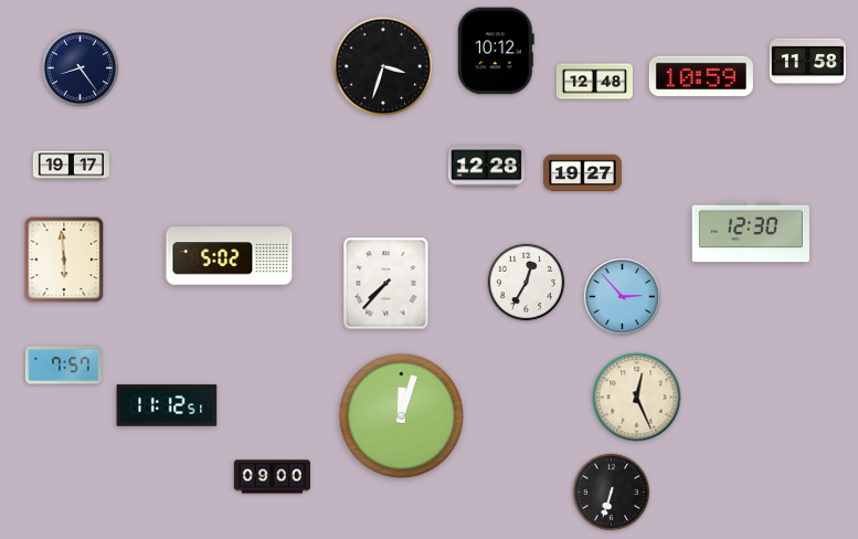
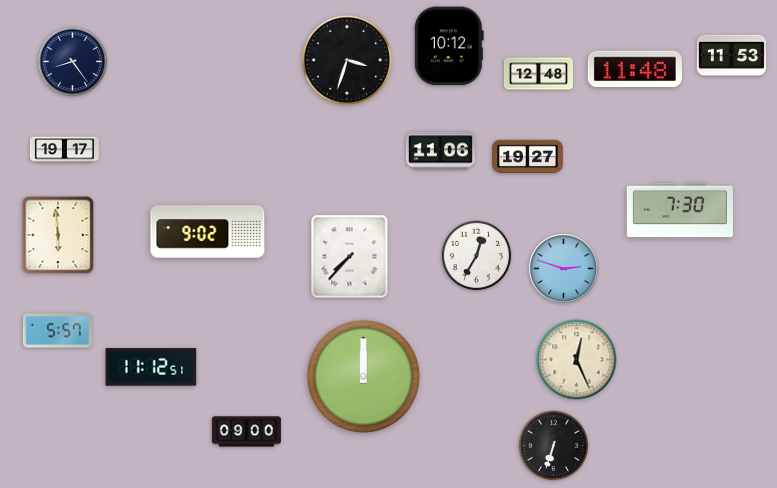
clock at (807, 62): 11:58 -> 11:53
clock at (701, 76): 10:59 -> 11:48
clock at (486, 167): 12:28 -> 11:06
clock at (751, 232): 12:30 -> 7:30
clock at (230, 256): 5:02 -> 9:02
clock at (622, 296): 2:53 -> 2:48
clock at (63, 366): 7:57 -> 5:57
clock at (401, 415): 12:03 -> 12:00
